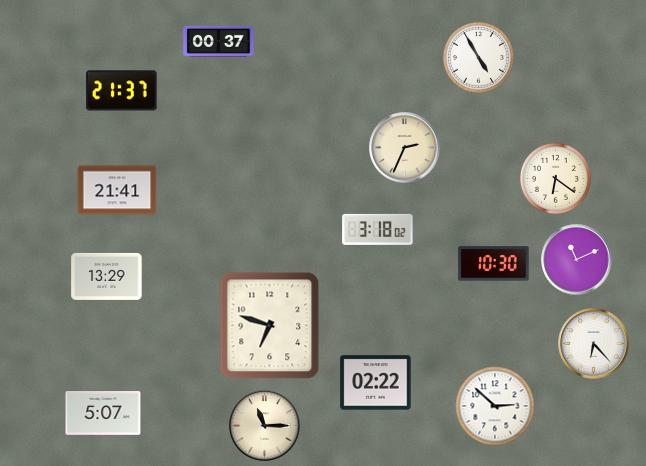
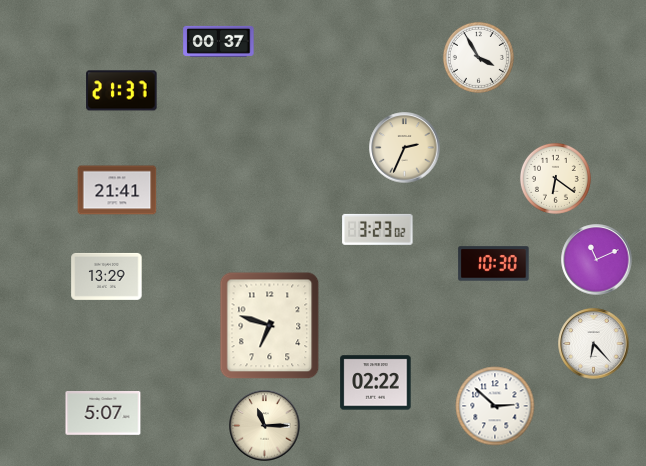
clock at (478, 57): 4:55 -> 3:55
clock at (378, 229): 3:18 -> 3:23
clock at (577, 260) position: (577, 260) -> (597, 260)
